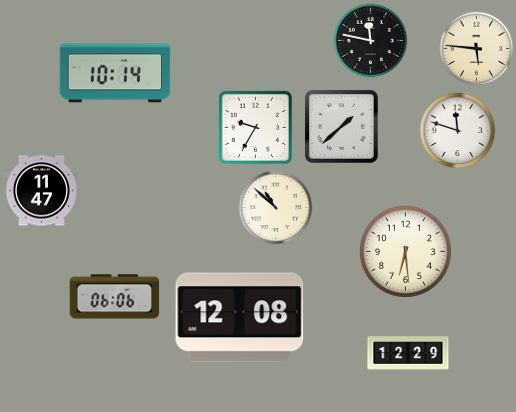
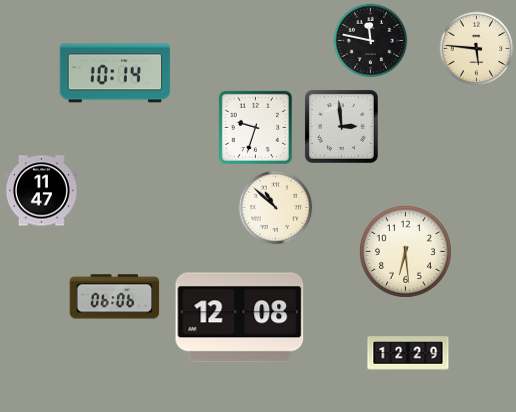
clock at (255, 127): 9:35 -> 9:33
clock at (342, 127): 1:38 -> 2:59
clock at (458, 131): 11:48 -> none
